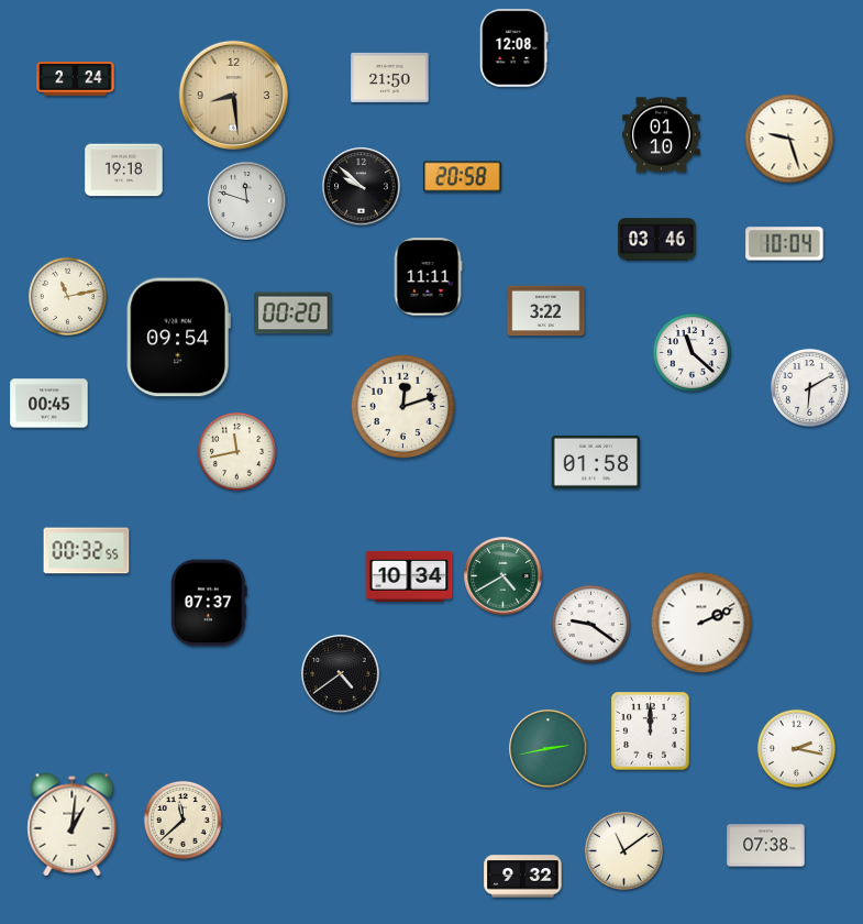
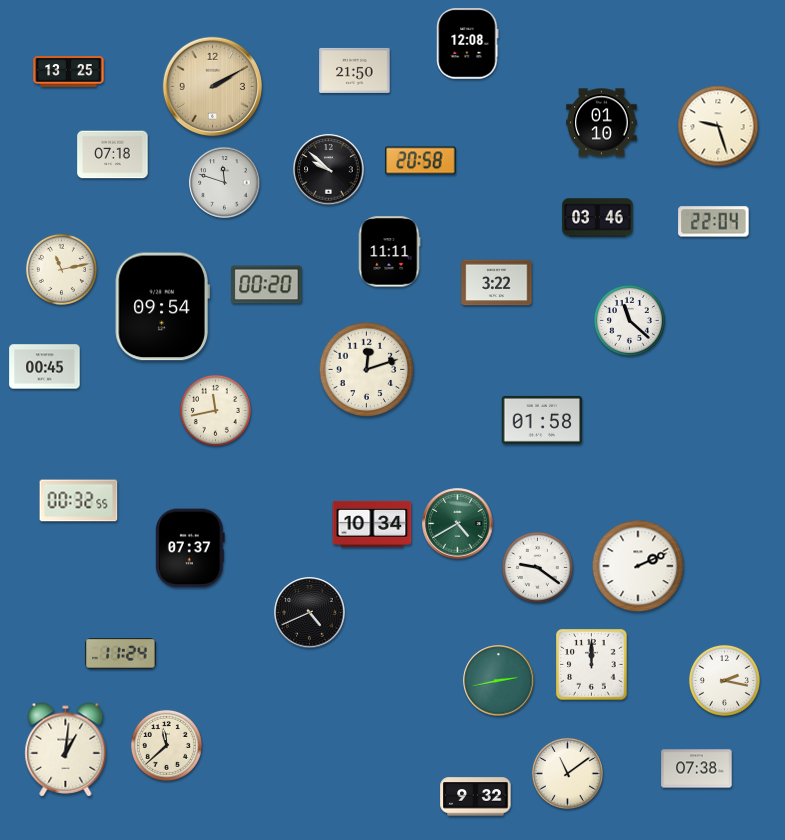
clock at (76, 79): 2:24 -> 13:25
clock at (233, 95): 8:29 -> 2:10
clock at (124, 170): 19:18 -> 07:18
clock at (785, 244): 10:04 -> 22:04
clock at (809, 387): 6:10 -> none
clock at (341, 674): 4:39 -> 4:41
clock at (121, 654): none -> 11:24
